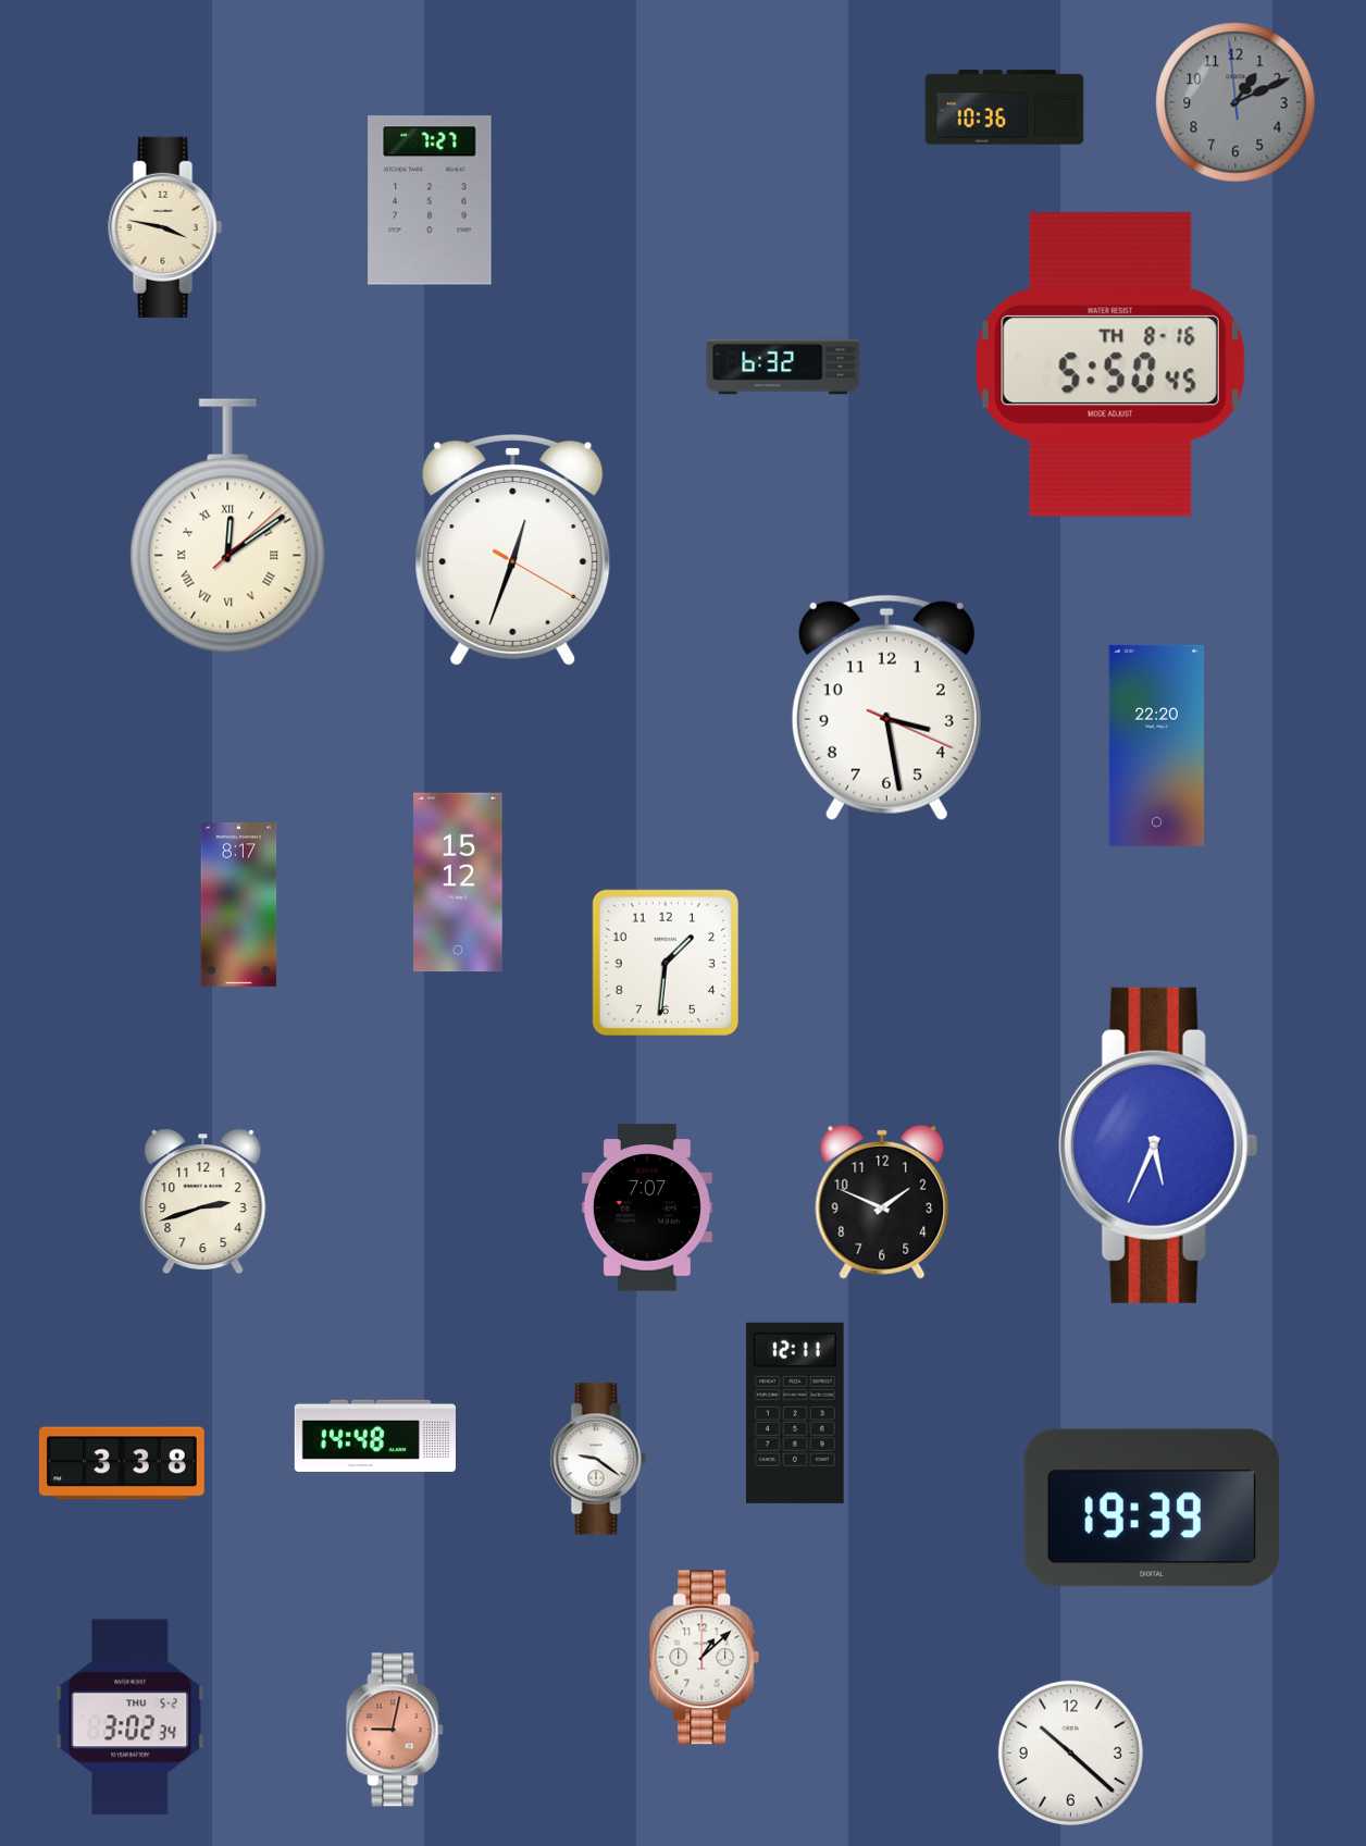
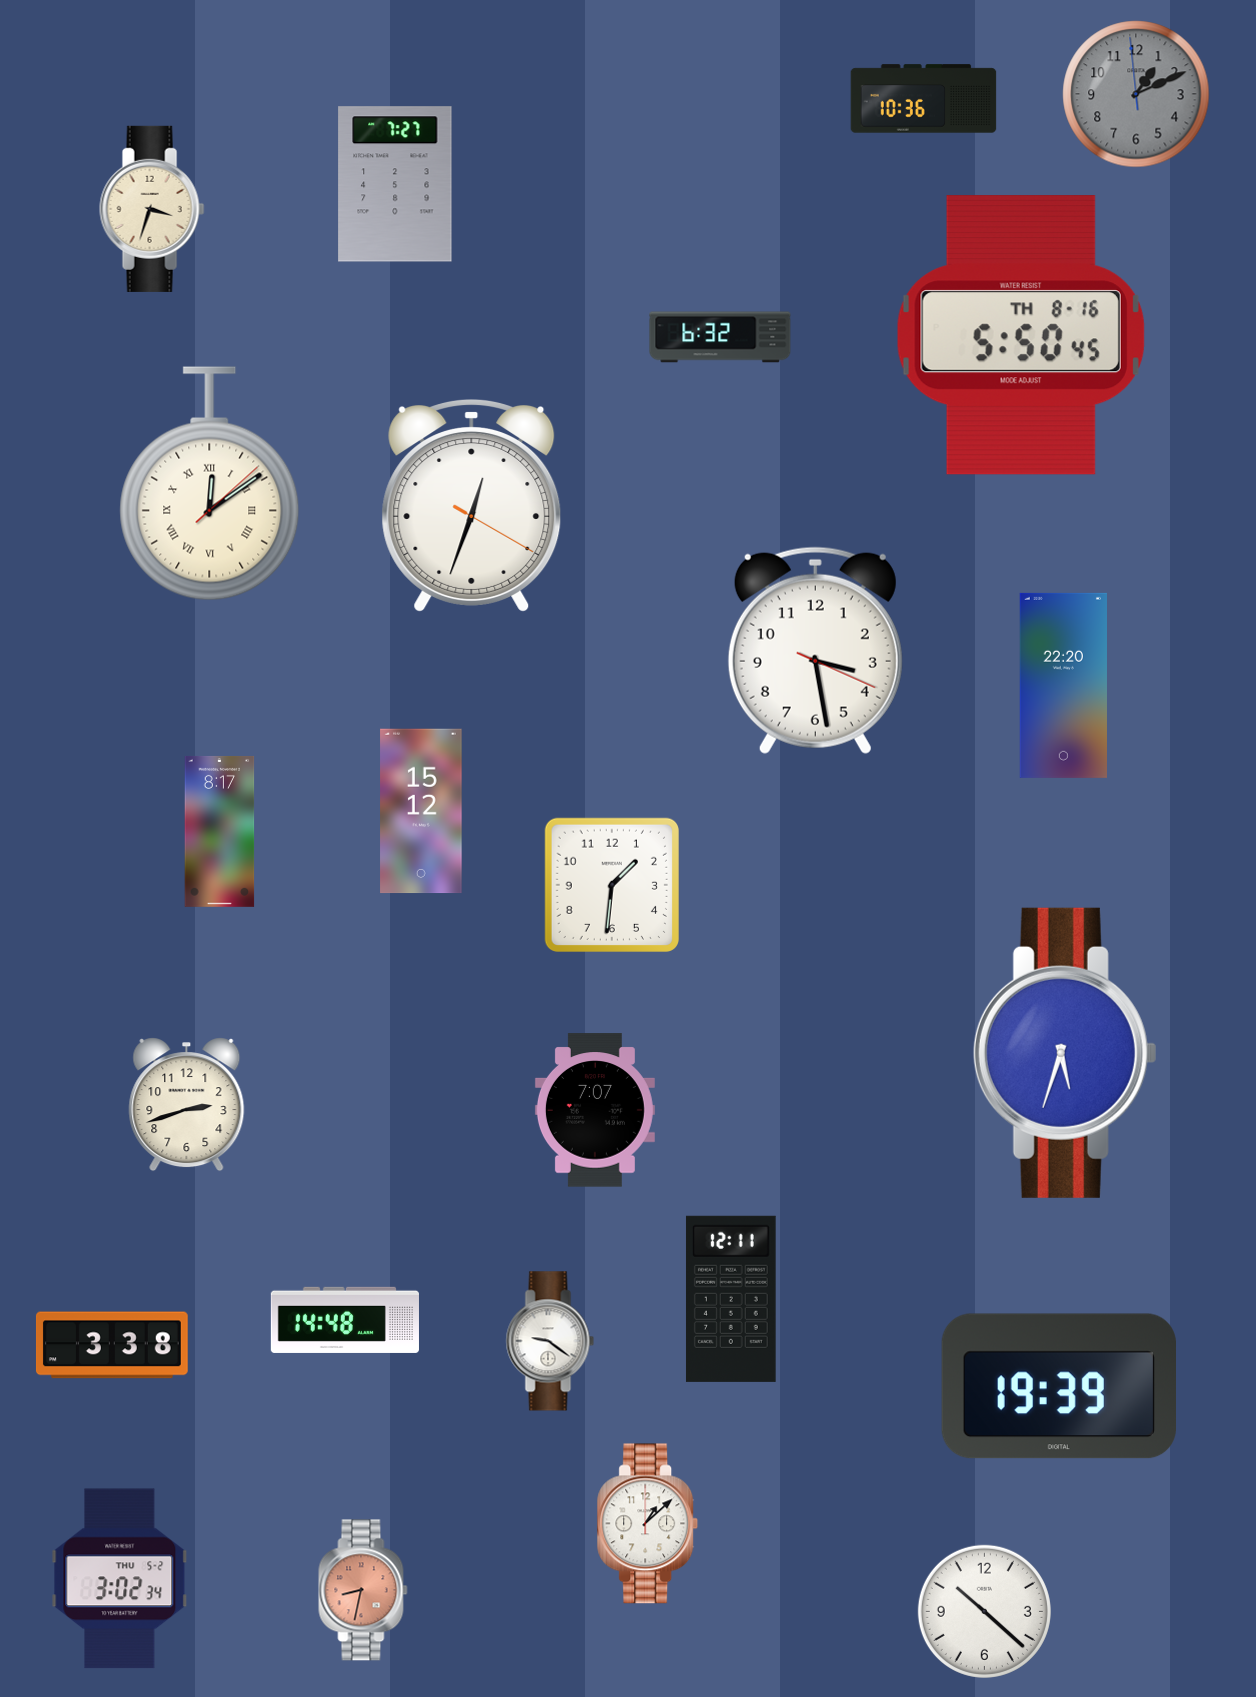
clock at (165, 227): 3:47 -> 3:33
clock at (1158, 1145): 5:34 -> 5:33
clock at (882, 1202): 1:49 -> none
clock at (395, 1730): 9:02 -> 8:32
